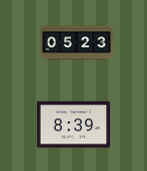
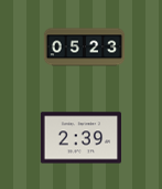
clock at (73, 125): 8:39 -> 2:39
